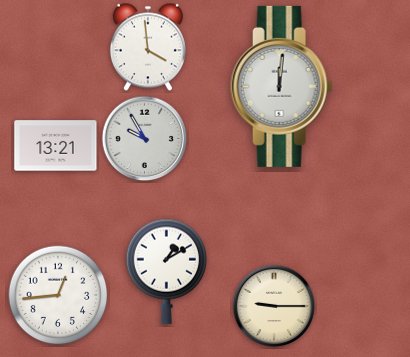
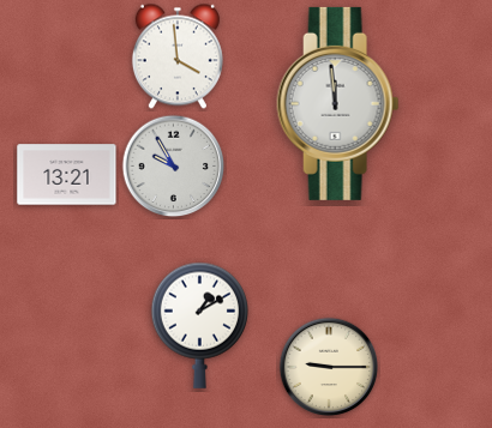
clock at (282, 86): 12:01 -> 11:59
clock at (58, 295): 12:44 -> none
